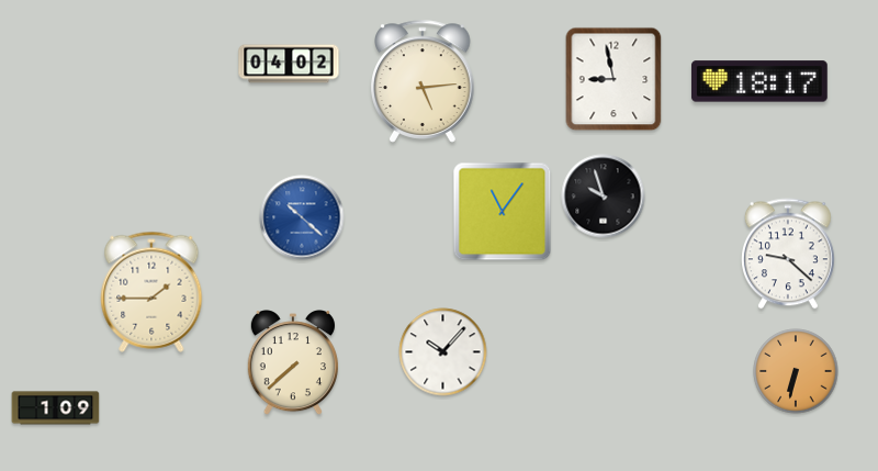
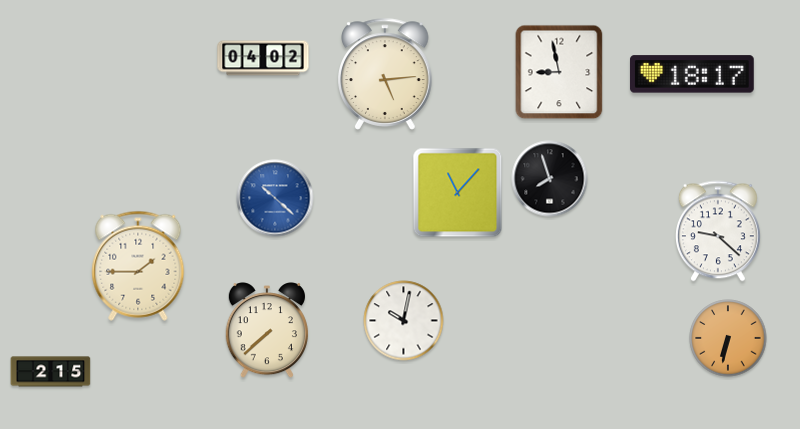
clock at (604, 197): 9:57 -> 7:57
clock at (503, 212): 11:06 -> 11:07
clock at (443, 352): 10:07 -> 10:02
clock at (796, 371) position: (796, 371) -> (728, 338)
clock at (56, 408): 1:09 -> 2:15
